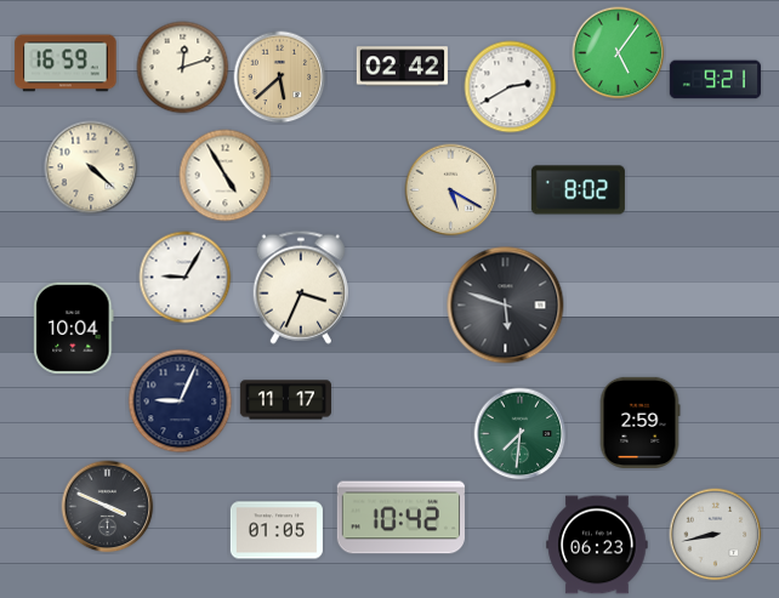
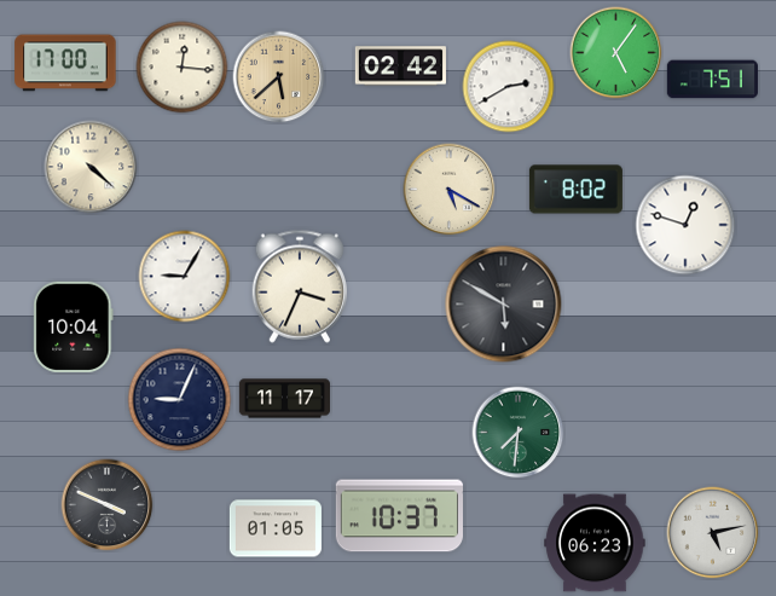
clock at (66, 63): 16:59 -> 17:00
clock at (183, 68): 12:12 -> 12:16
clock at (715, 80): 9:21 -> 7:51
clock at (226, 176): 4:55 -> none
clock at (685, 225): none -> 12:48
clock at (506, 306): 5:48 -> 5:50
clock at (639, 422): 2:59 -> none
clock at (400, 518): 10:42 -> 10:37
clock at (716, 535): 8:43 -> 5:13
